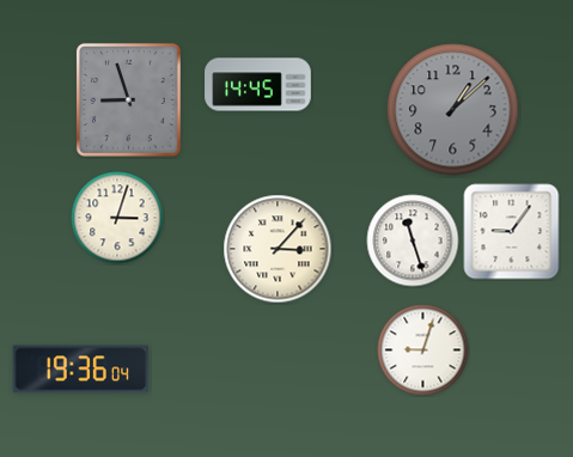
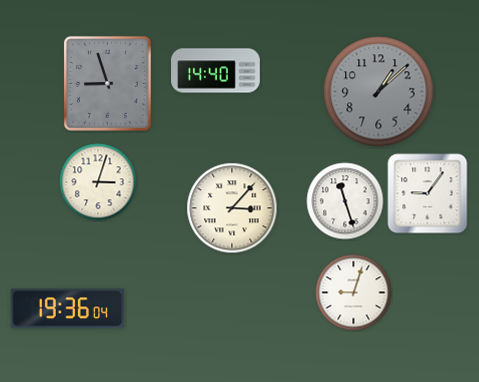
clock at (258, 85): 14:45 -> 14:40
